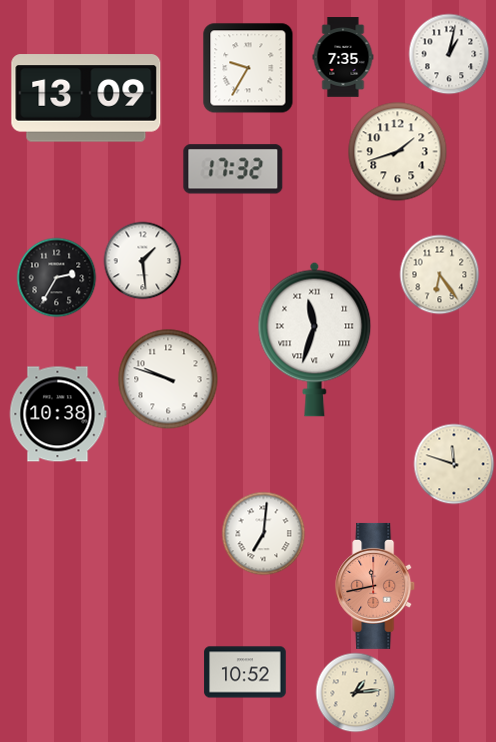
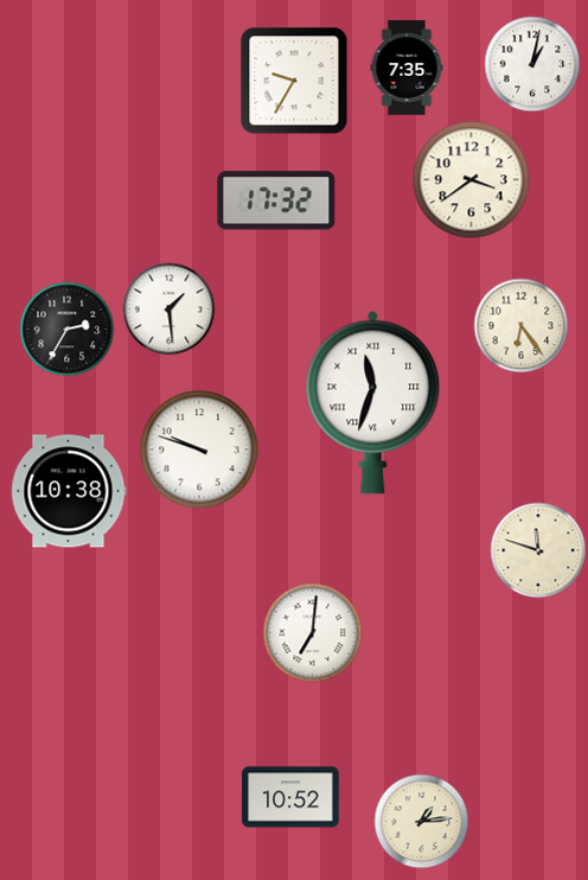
clock at (86, 98): 13:09 -> none
clock at (398, 152): 1:42 -> 3:39
clock at (376, 586): 11:43 -> none
